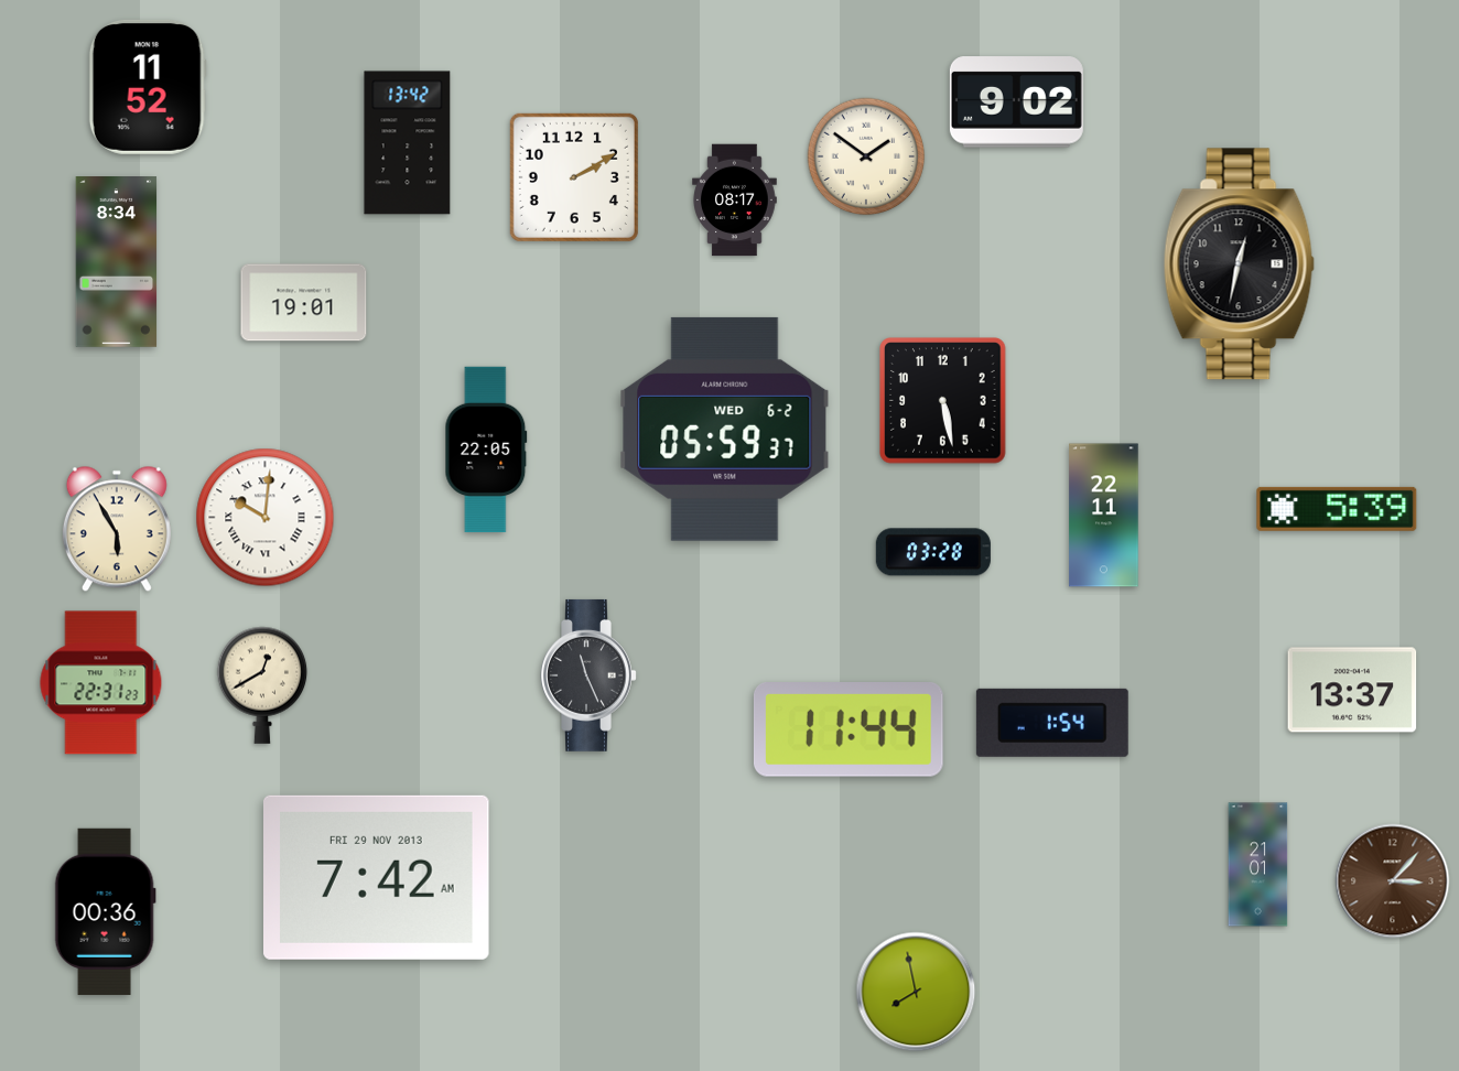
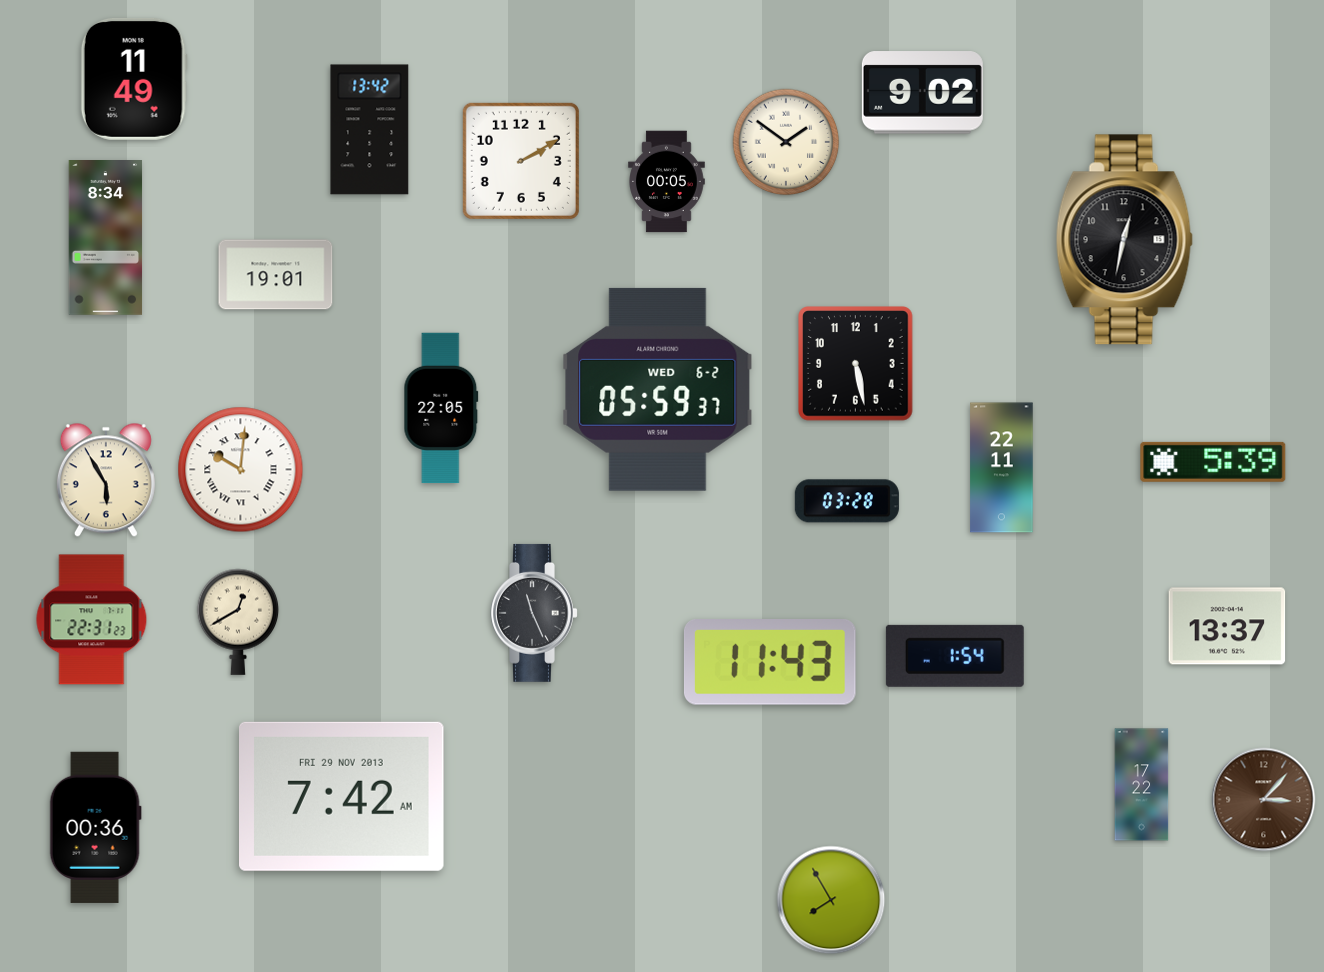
clock at (148, 87): 11:52 -> 11:49
clock at (735, 201): 08:17 -> 00:05
clock at (849, 731): 11:44 -> 11:43
clock at (1258, 865): 21:01 -> 17:22
clock at (916, 992): 7:58 -> 7:55
